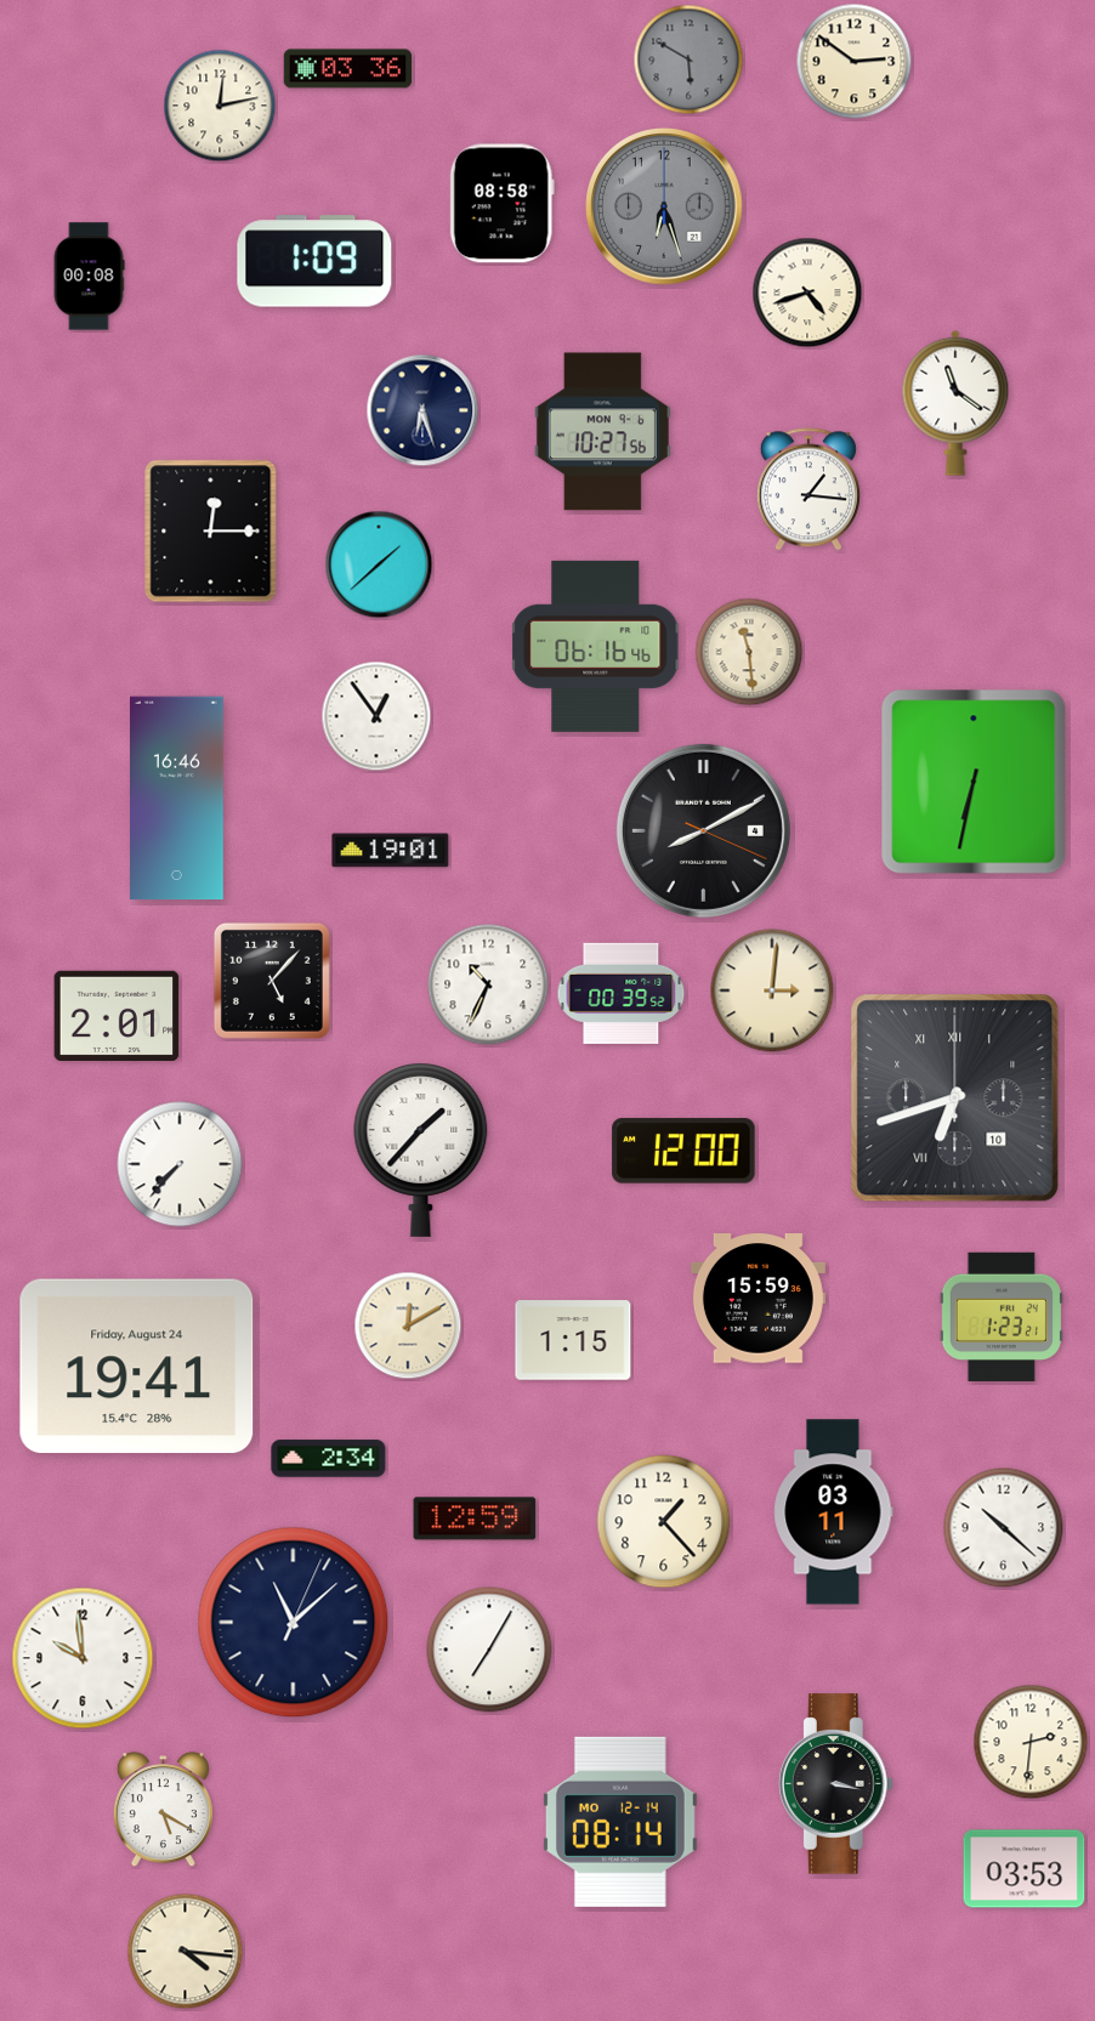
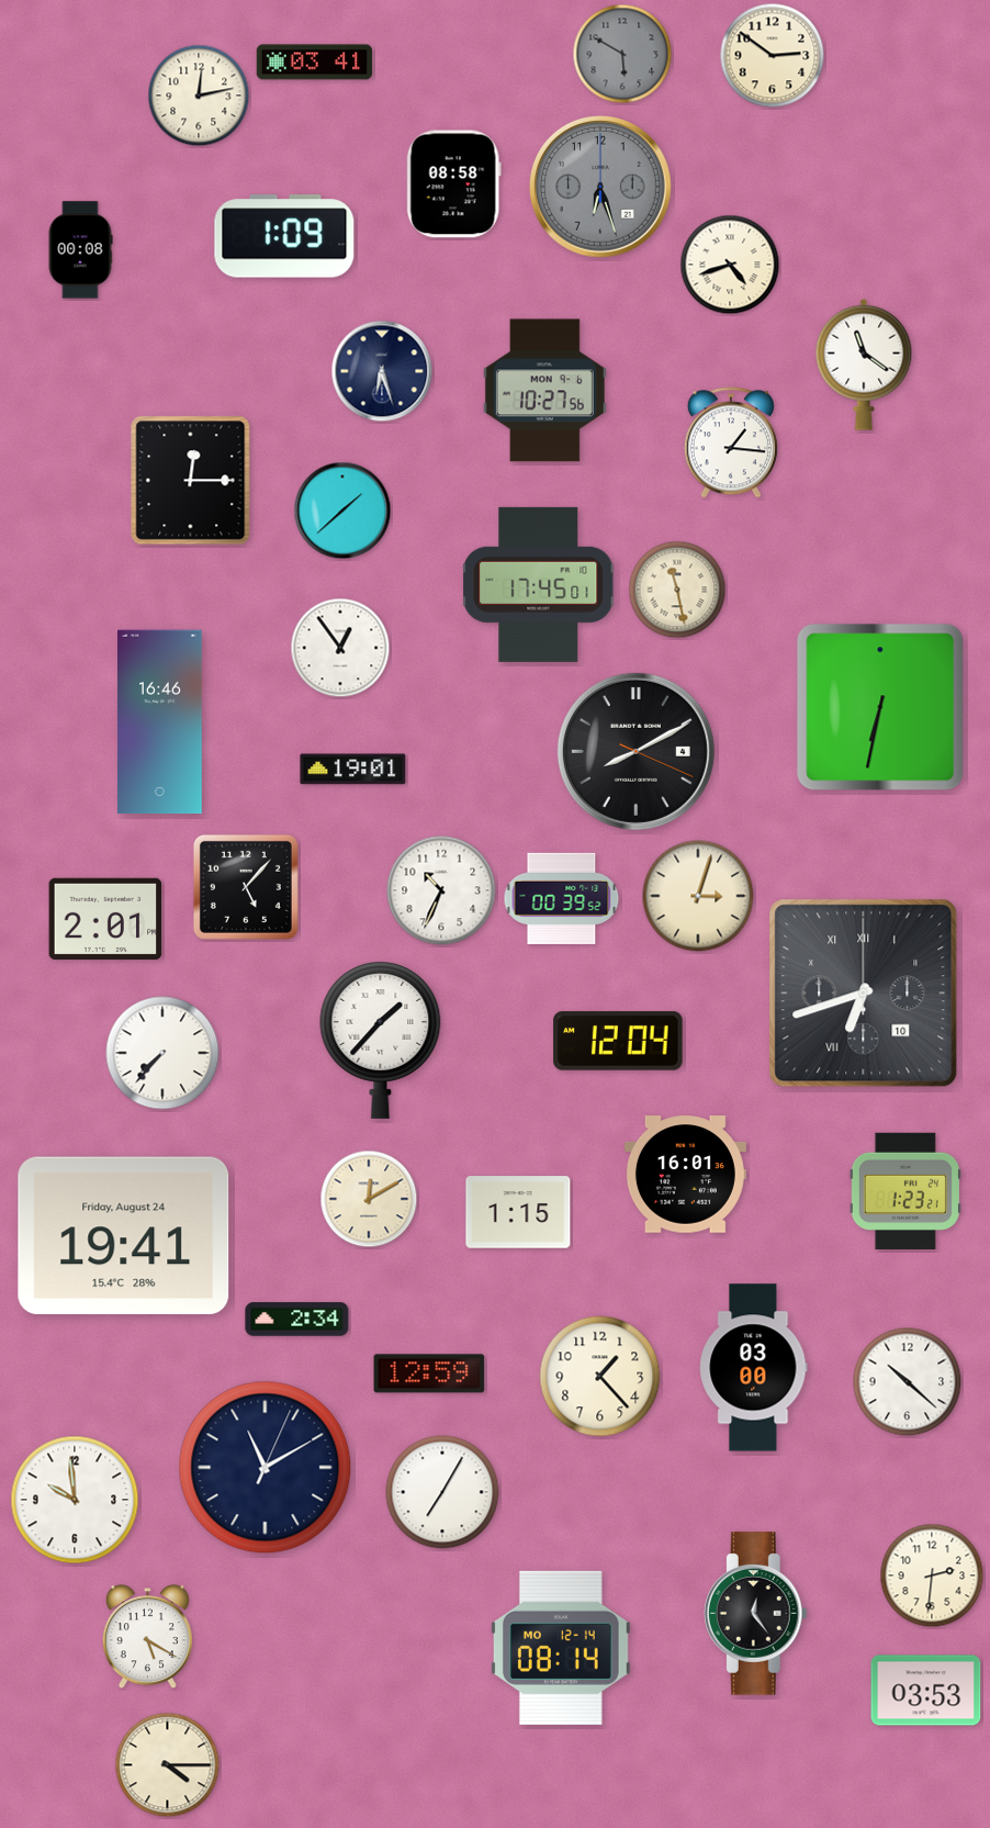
clock at (348, 69): 03:36 -> 03:41
clock at (596, 646): 06:16 -> 17:45
clock at (749, 652): 11:29 -> 11:28
clock at (772, 990): 3:01 -> 3:03
clock at (683, 1151): 12:00 -> 12:04
clock at (758, 1299): 15:59 -> 16:01
clock at (834, 1512): 03:11 -> 03:00
clock at (294, 1623): 11:08 -> 11:10
clock at (835, 1784): 3:17 -> 12:24
clock at (186, 1952): 4:16 -> 4:15
